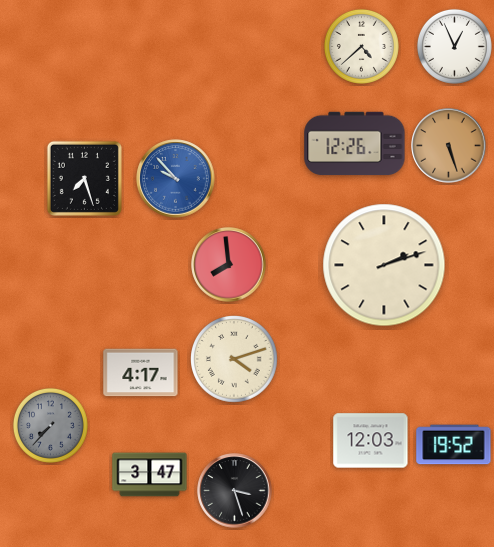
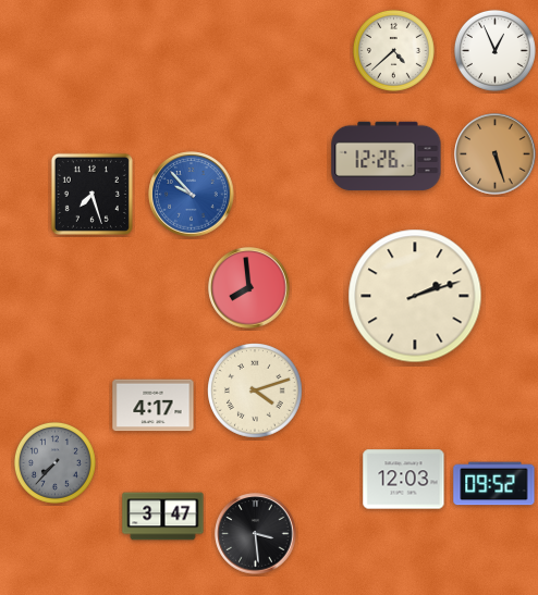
clock at (449, 146) position: (449, 146) -> (496, 154)
clock at (384, 265) position: (384, 265) -> (415, 296)
clock at (454, 445): 19:52 -> 09:52
clock at (235, 491): 3:27 -> 3:29
